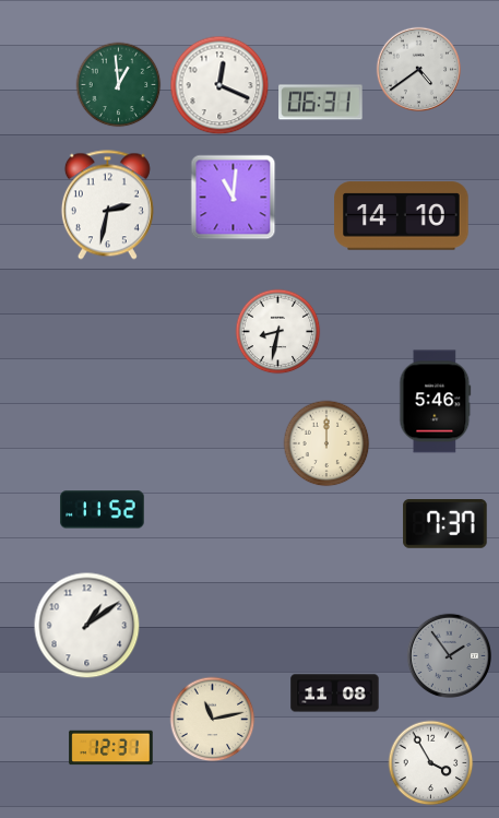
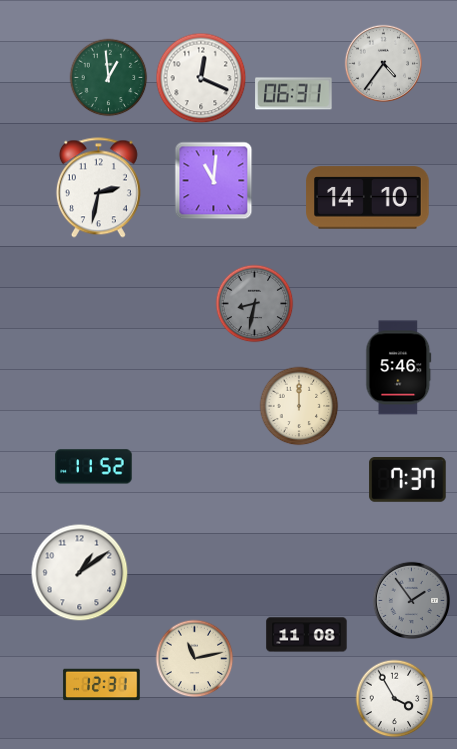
clock at (418, 69): 4:39 -> 4:36
clock at (277, 331) dial: white -> grey
